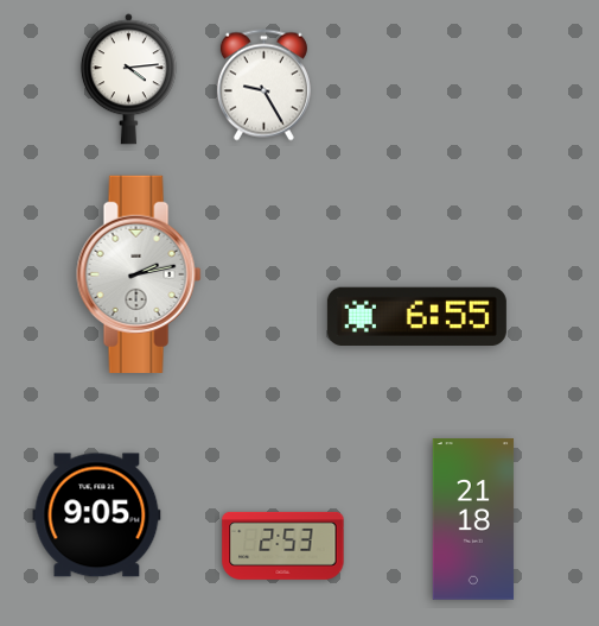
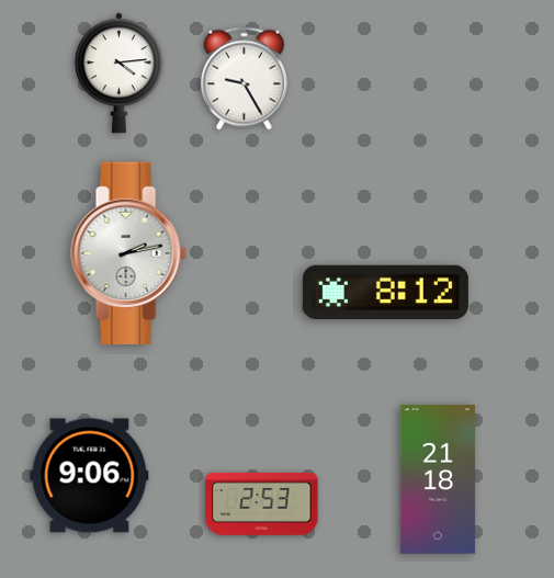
clock at (416, 316): 6:55 -> 8:12
clock at (97, 516): 9:05 -> 9:06
